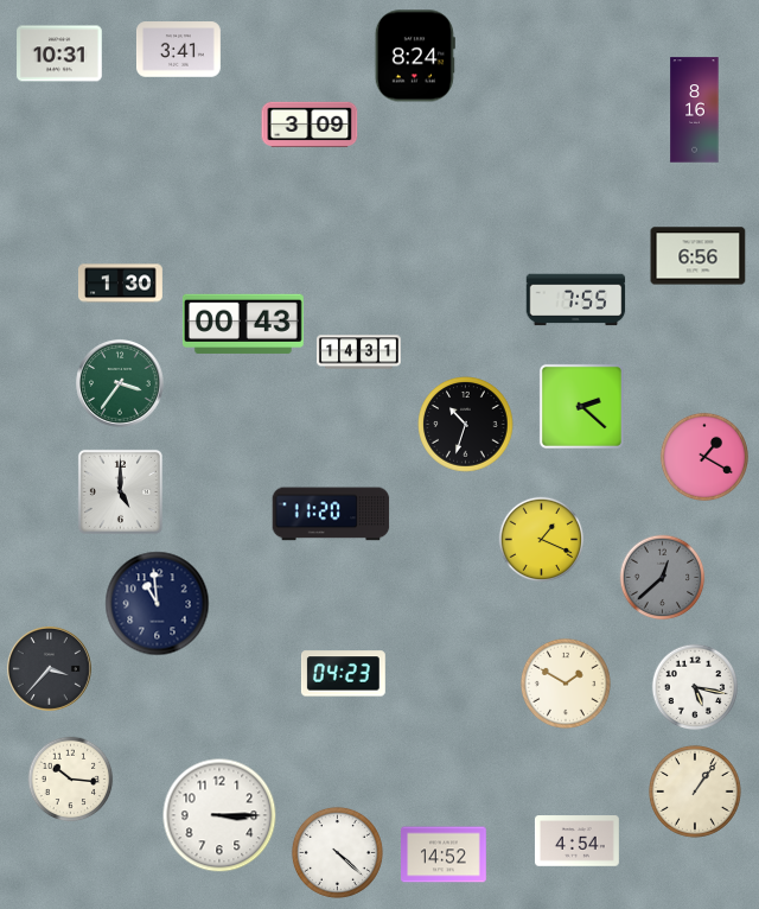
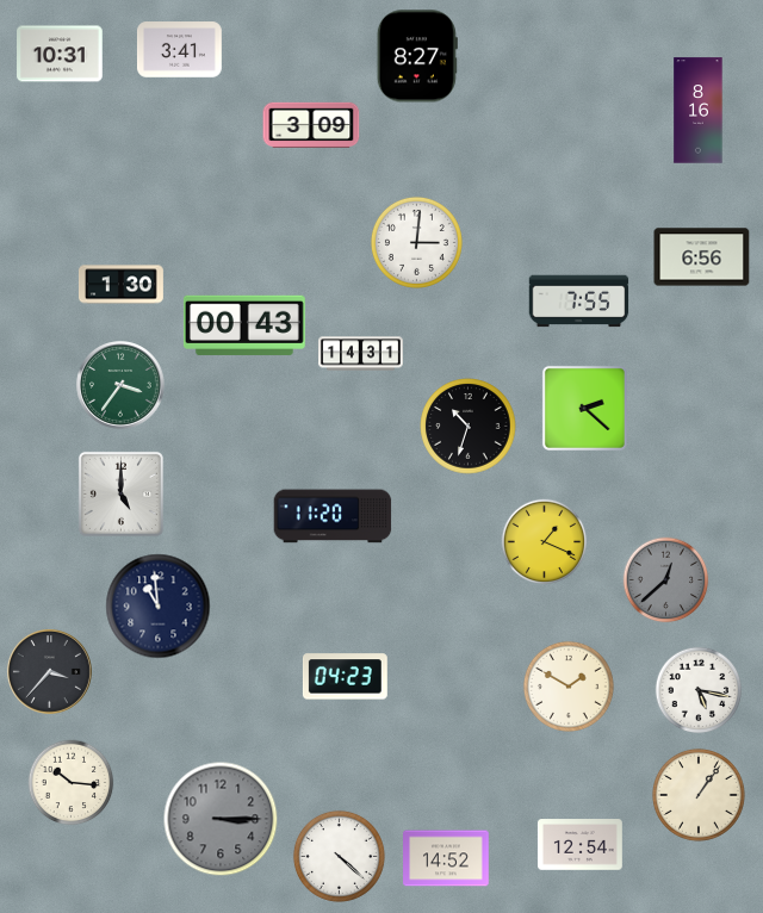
clock at (415, 56): 8:24 -> 8:27
clock at (416, 242): none -> 3:01
clock at (704, 457): 1:20 -> none
clock at (219, 815) dial: white -> grey
clock at (576, 841): 4:54 -> 12:54
